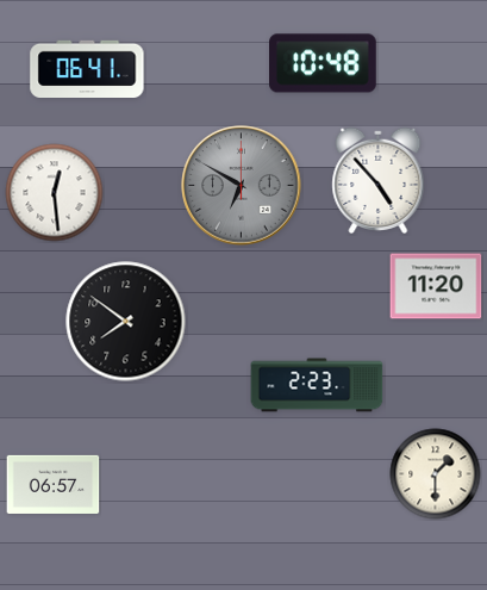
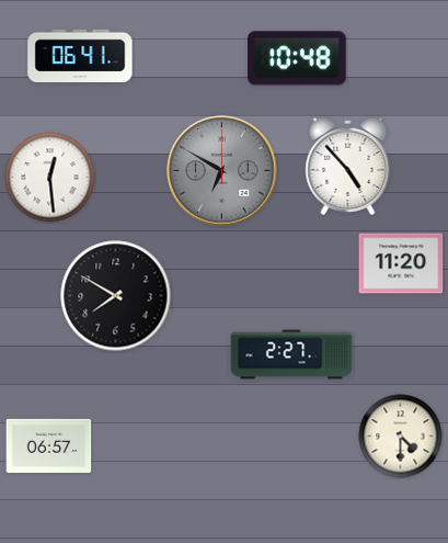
clock at (87, 68) position: (87, 68) -> (80, 55)
clock at (126, 322): 7:51 -> 7:50
clock at (317, 385): 2:23 -> 2:27
clock at (436, 474): 1:30 -> 4:30
